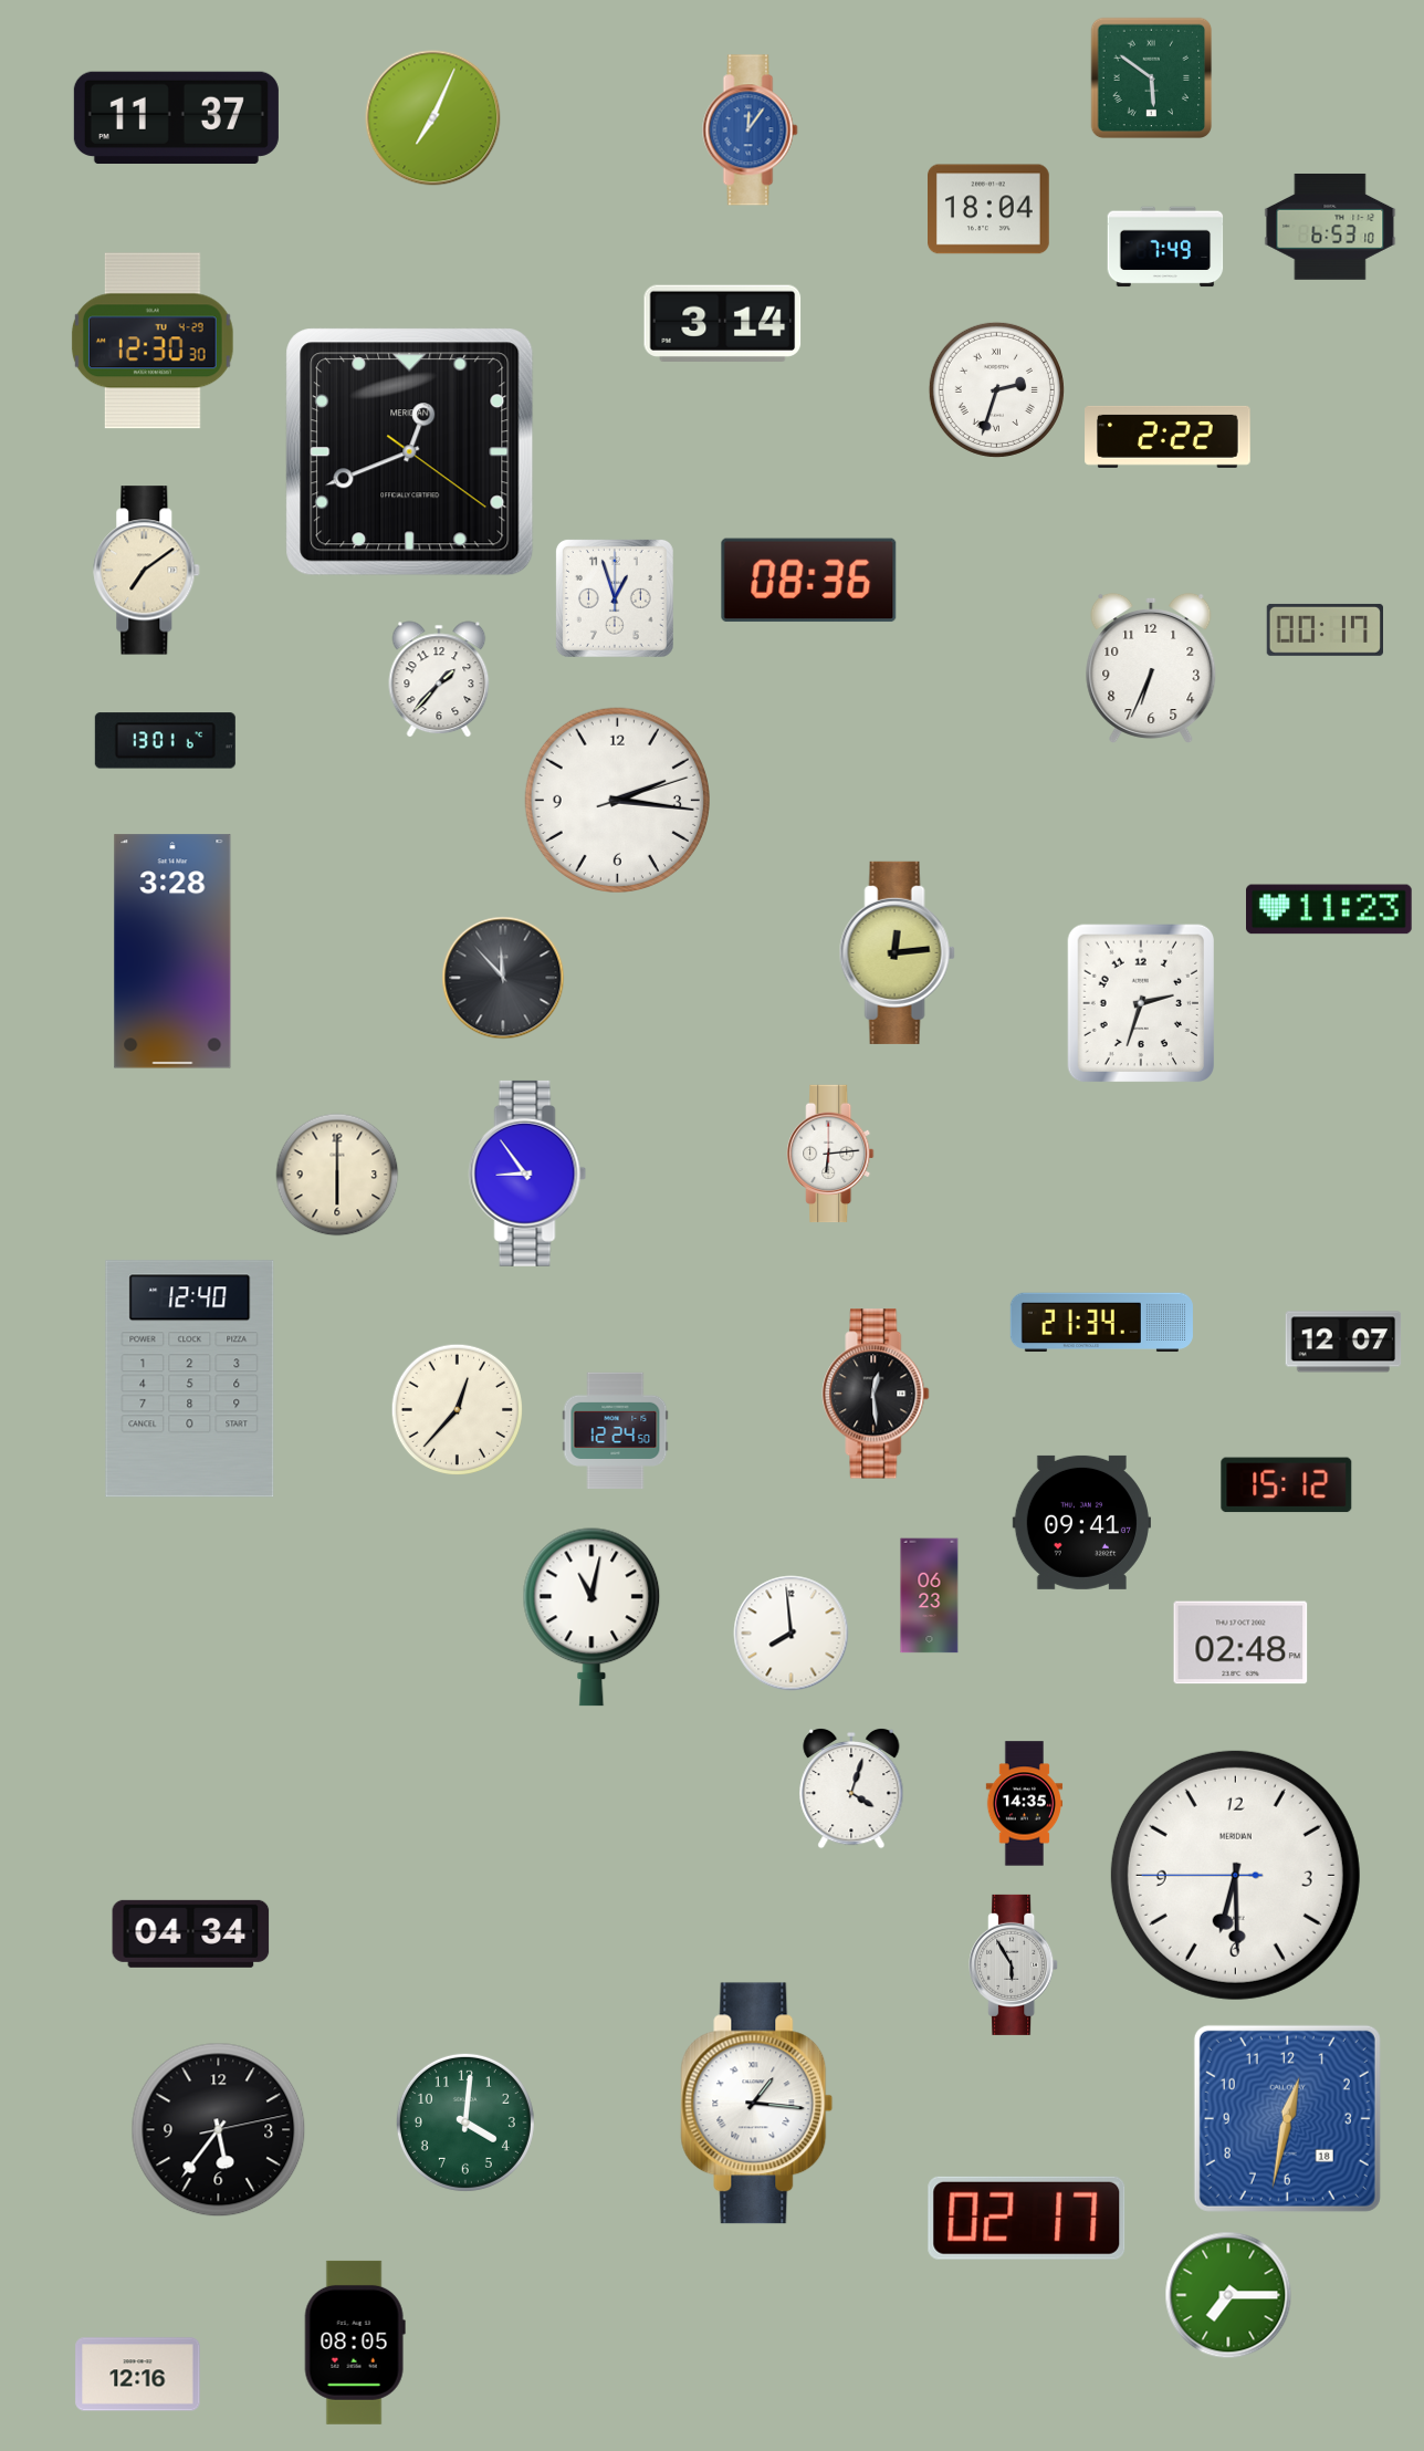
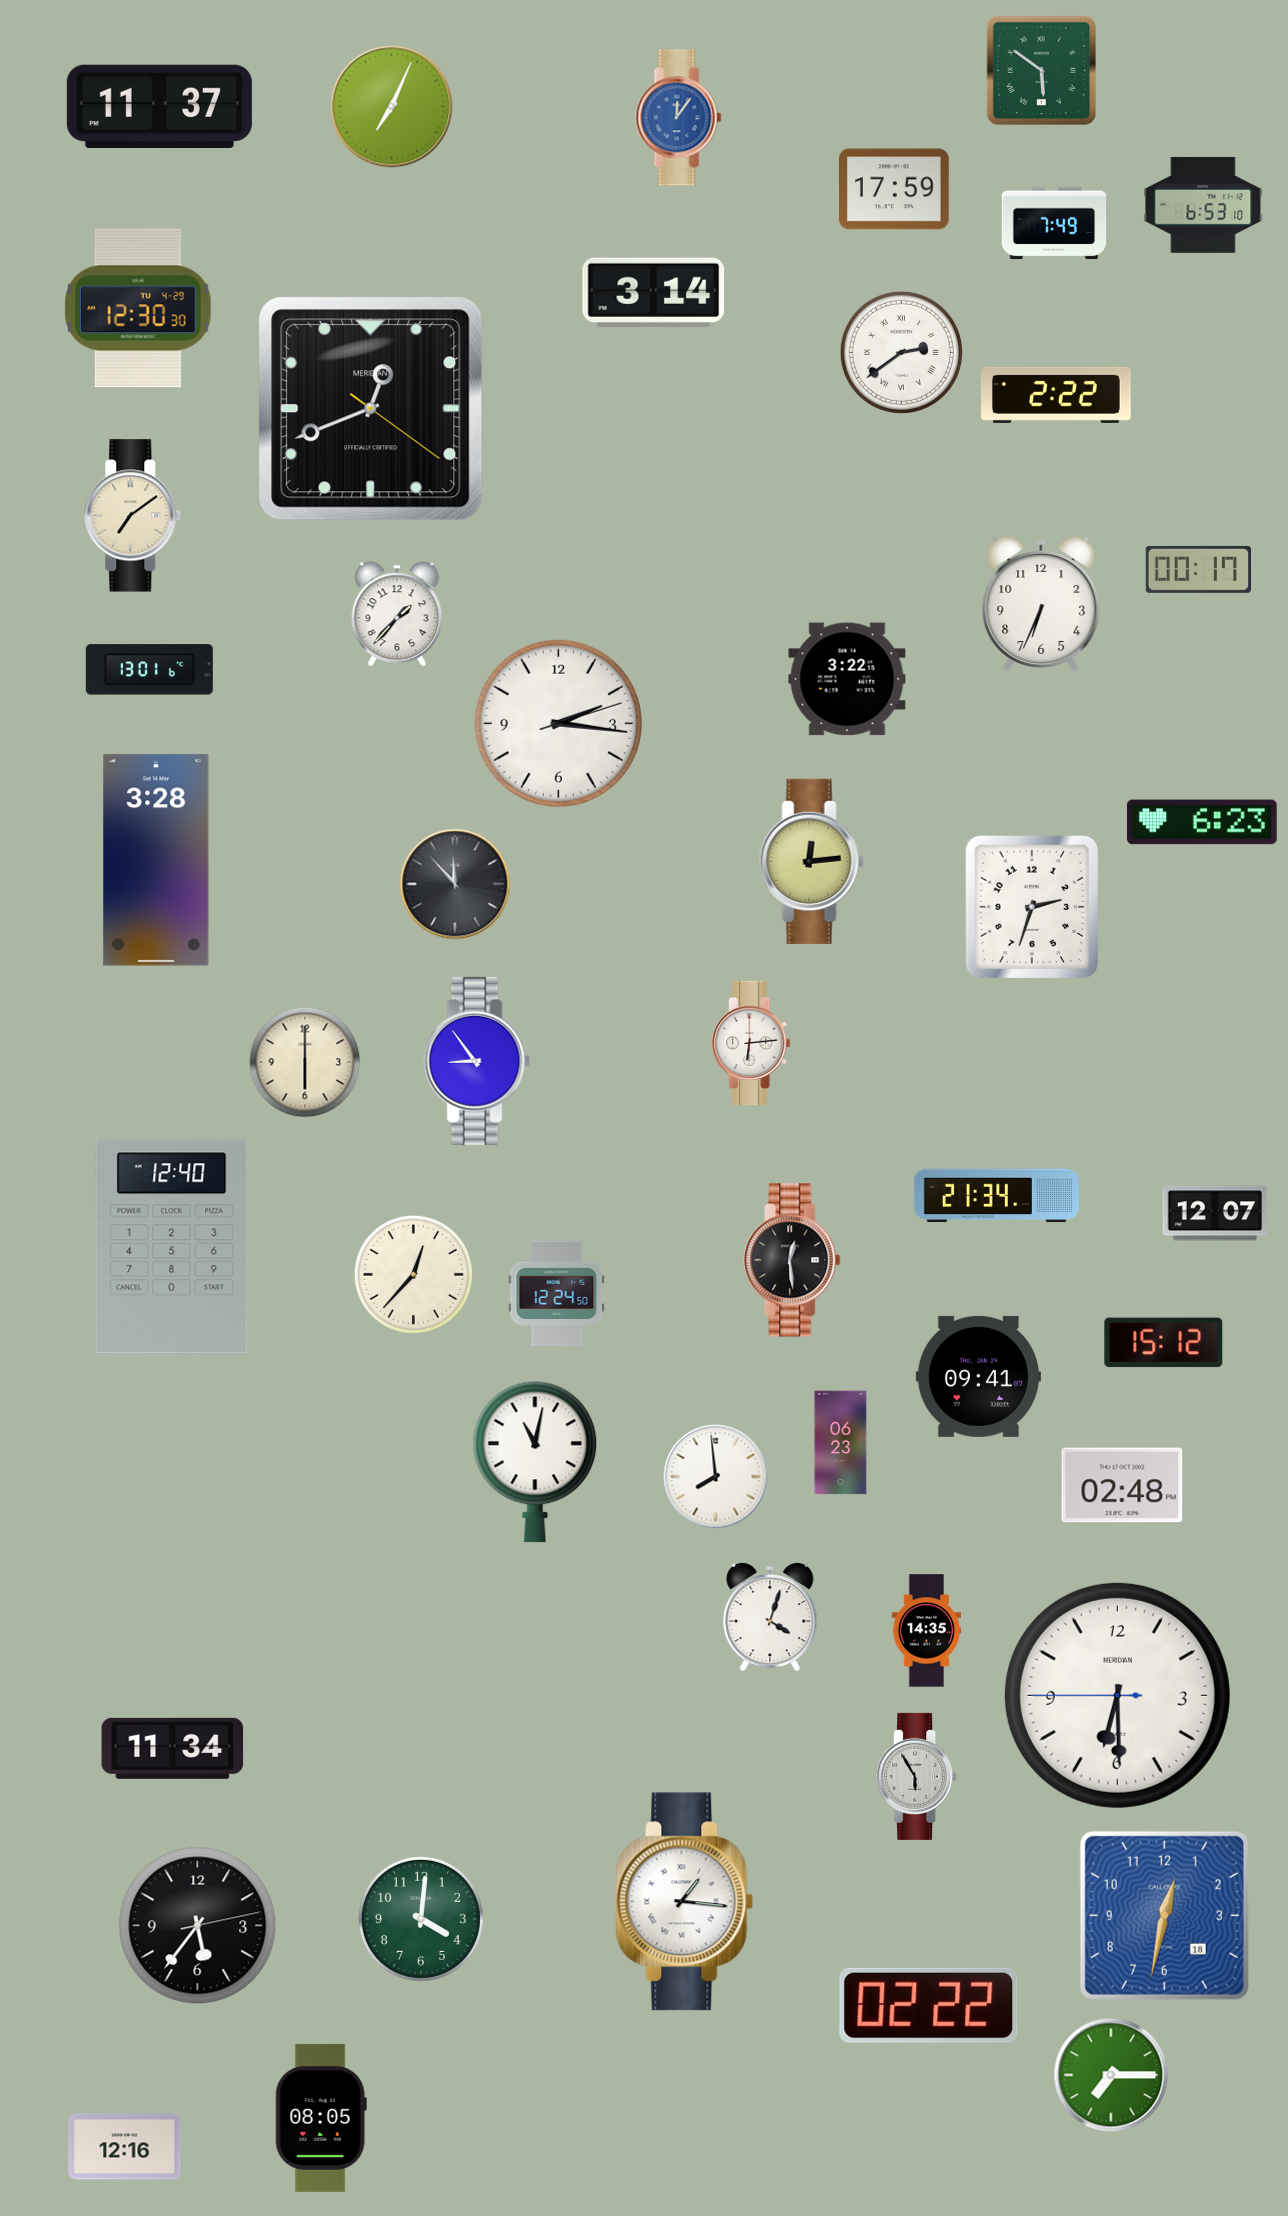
clock at (990, 209): 18:04 -> 17:59
clock at (996, 389): 2:33 -> 2:39
clock at (809, 581): 08:36 -> none
clock at (615, 598): 12:57 -> none
clock at (847, 679): none -> 3:22
clock at (1329, 909): 11:23 -> 6:23
clock at (191, 1933): 04:34 -> 11:34
clock at (1027, 2218): 02:17 -> 02:22
